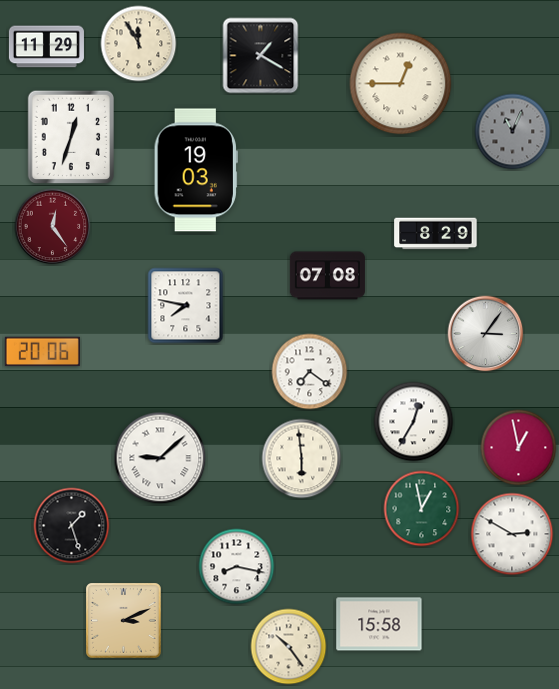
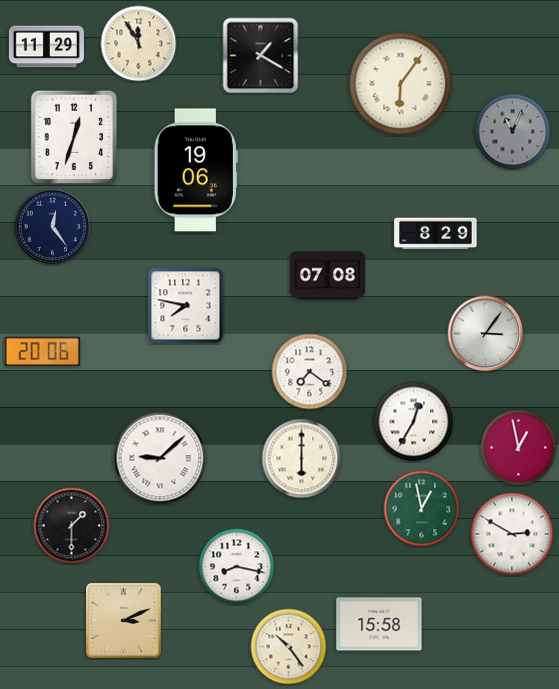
clock at (401, 84): 12:45 -> 6:06
clock at (70, 137) position: (70, 137) -> (73, 137)
clock at (196, 170): 19:03 -> 19:06
clock at (53, 227) dial: burgundy -> navy
clock at (302, 459): 5:59 -> 6:00
clock at (72, 526): 1:27 -> 1:30
